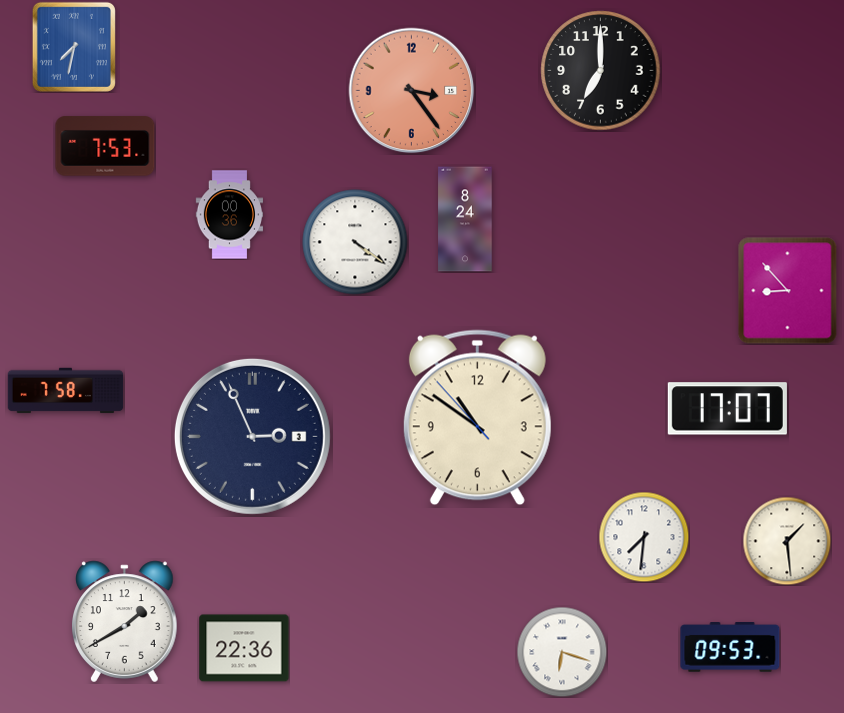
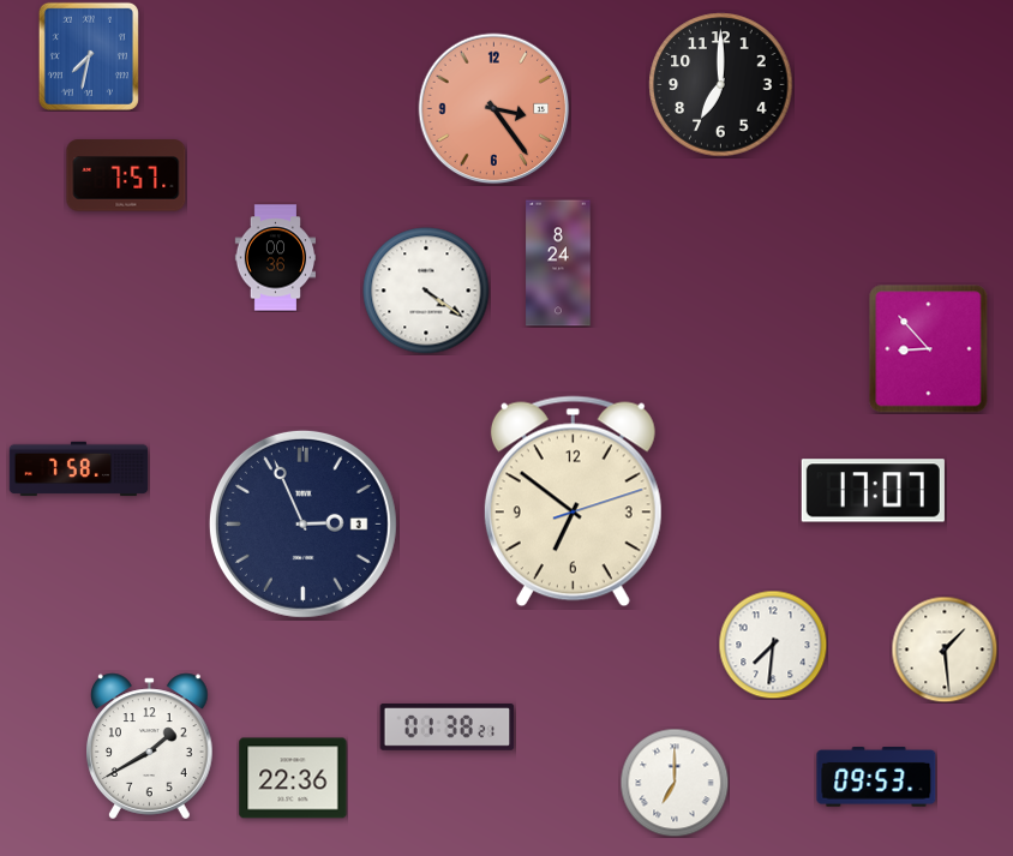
clock at (105, 146): 7:53 -> 7:57
clock at (788, 291) position: (788, 291) -> (929, 349)
clock at (477, 418): 10:50 -> 6:51
clock at (448, 728): none -> 01:38
clock at (562, 652): 6:18 -> 7:00
